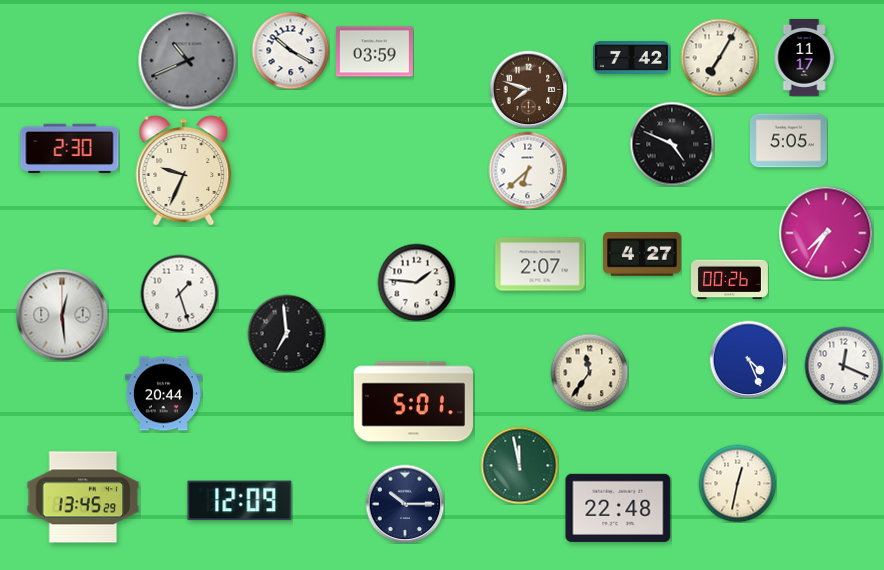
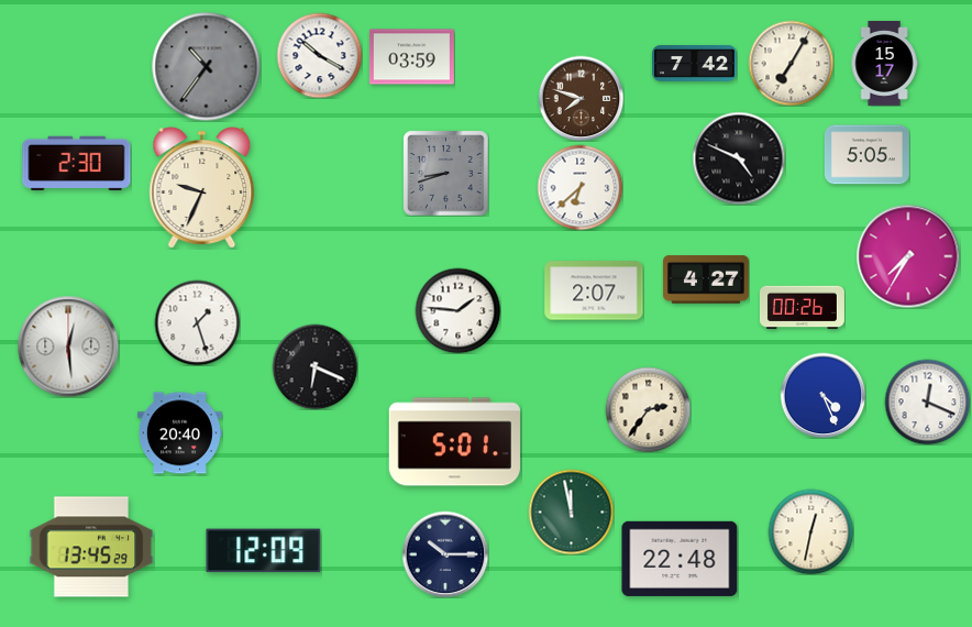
clock at (804, 57): 11:17 -> 15:17
clock at (188, 61): 10:41 -> 10:36
clock at (445, 173): none -> 8:42
clock at (286, 333): 6:59 -> 6:19
clock at (589, 372): 11:36 -> 2:36
clock at (163, 394): 20:44 -> 20:40
